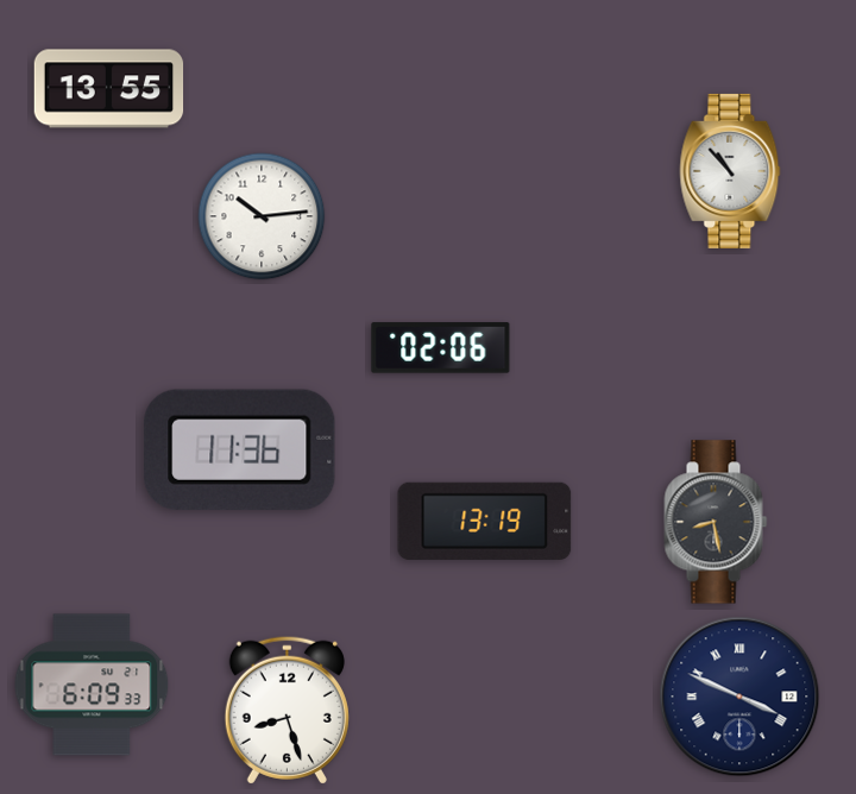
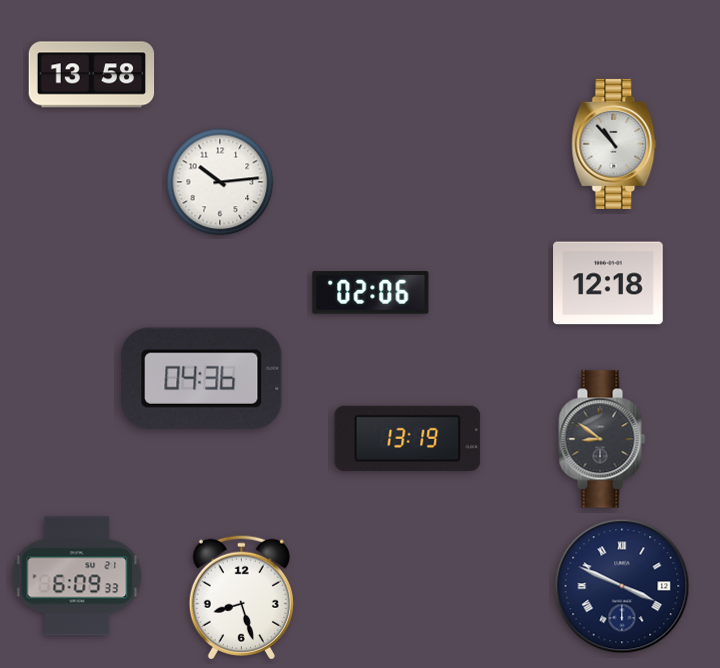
clock at (109, 89): 13:55 -> 13:58
clock at (608, 283): none -> 12:18
clock at (240, 449): 11:36 -> 04:36
clock at (716, 522): 8:28 -> 8:51
